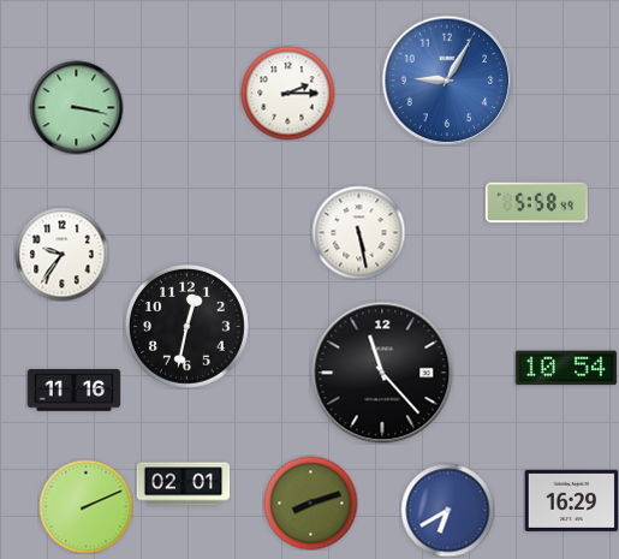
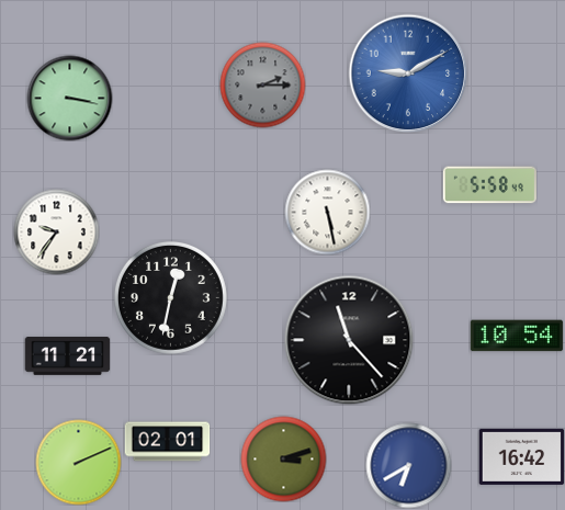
clock at (447, 81): 9:05 -> 9:10
clock at (287, 93) dial: white -> grey
clock at (73, 391): 11:16 -> 11:21
clock at (571, 500): 16:29 -> 16:42
clock at (310, 502): 8:12 -> 3:12
